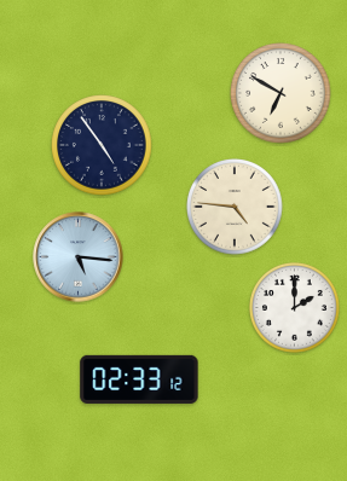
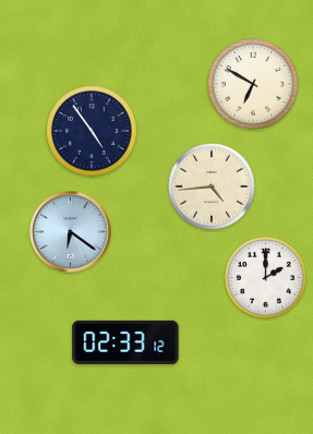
clock at (235, 207): 4:46 -> 4:44
clock at (79, 257): 5:16 -> 6:21
